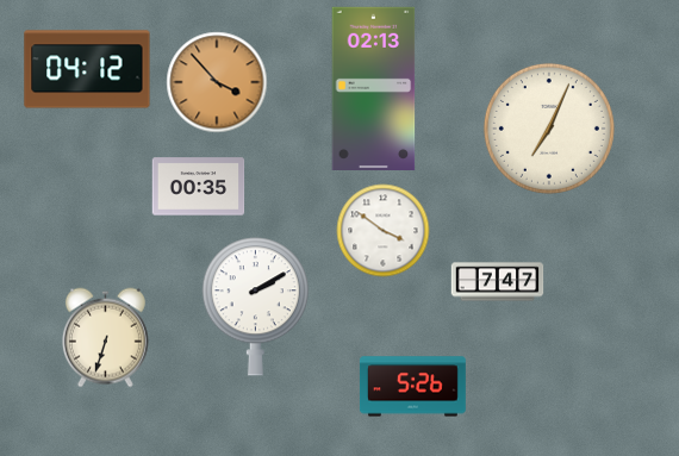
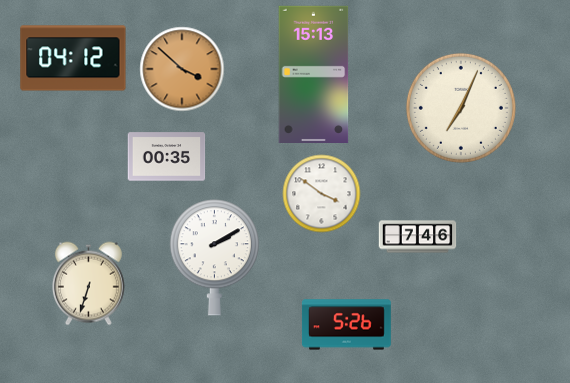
clock at (217, 82): 3:53 -> 3:52
clock at (374, 88): 02:13 -> 15:13
clock at (497, 282): 7:47 -> 7:46
